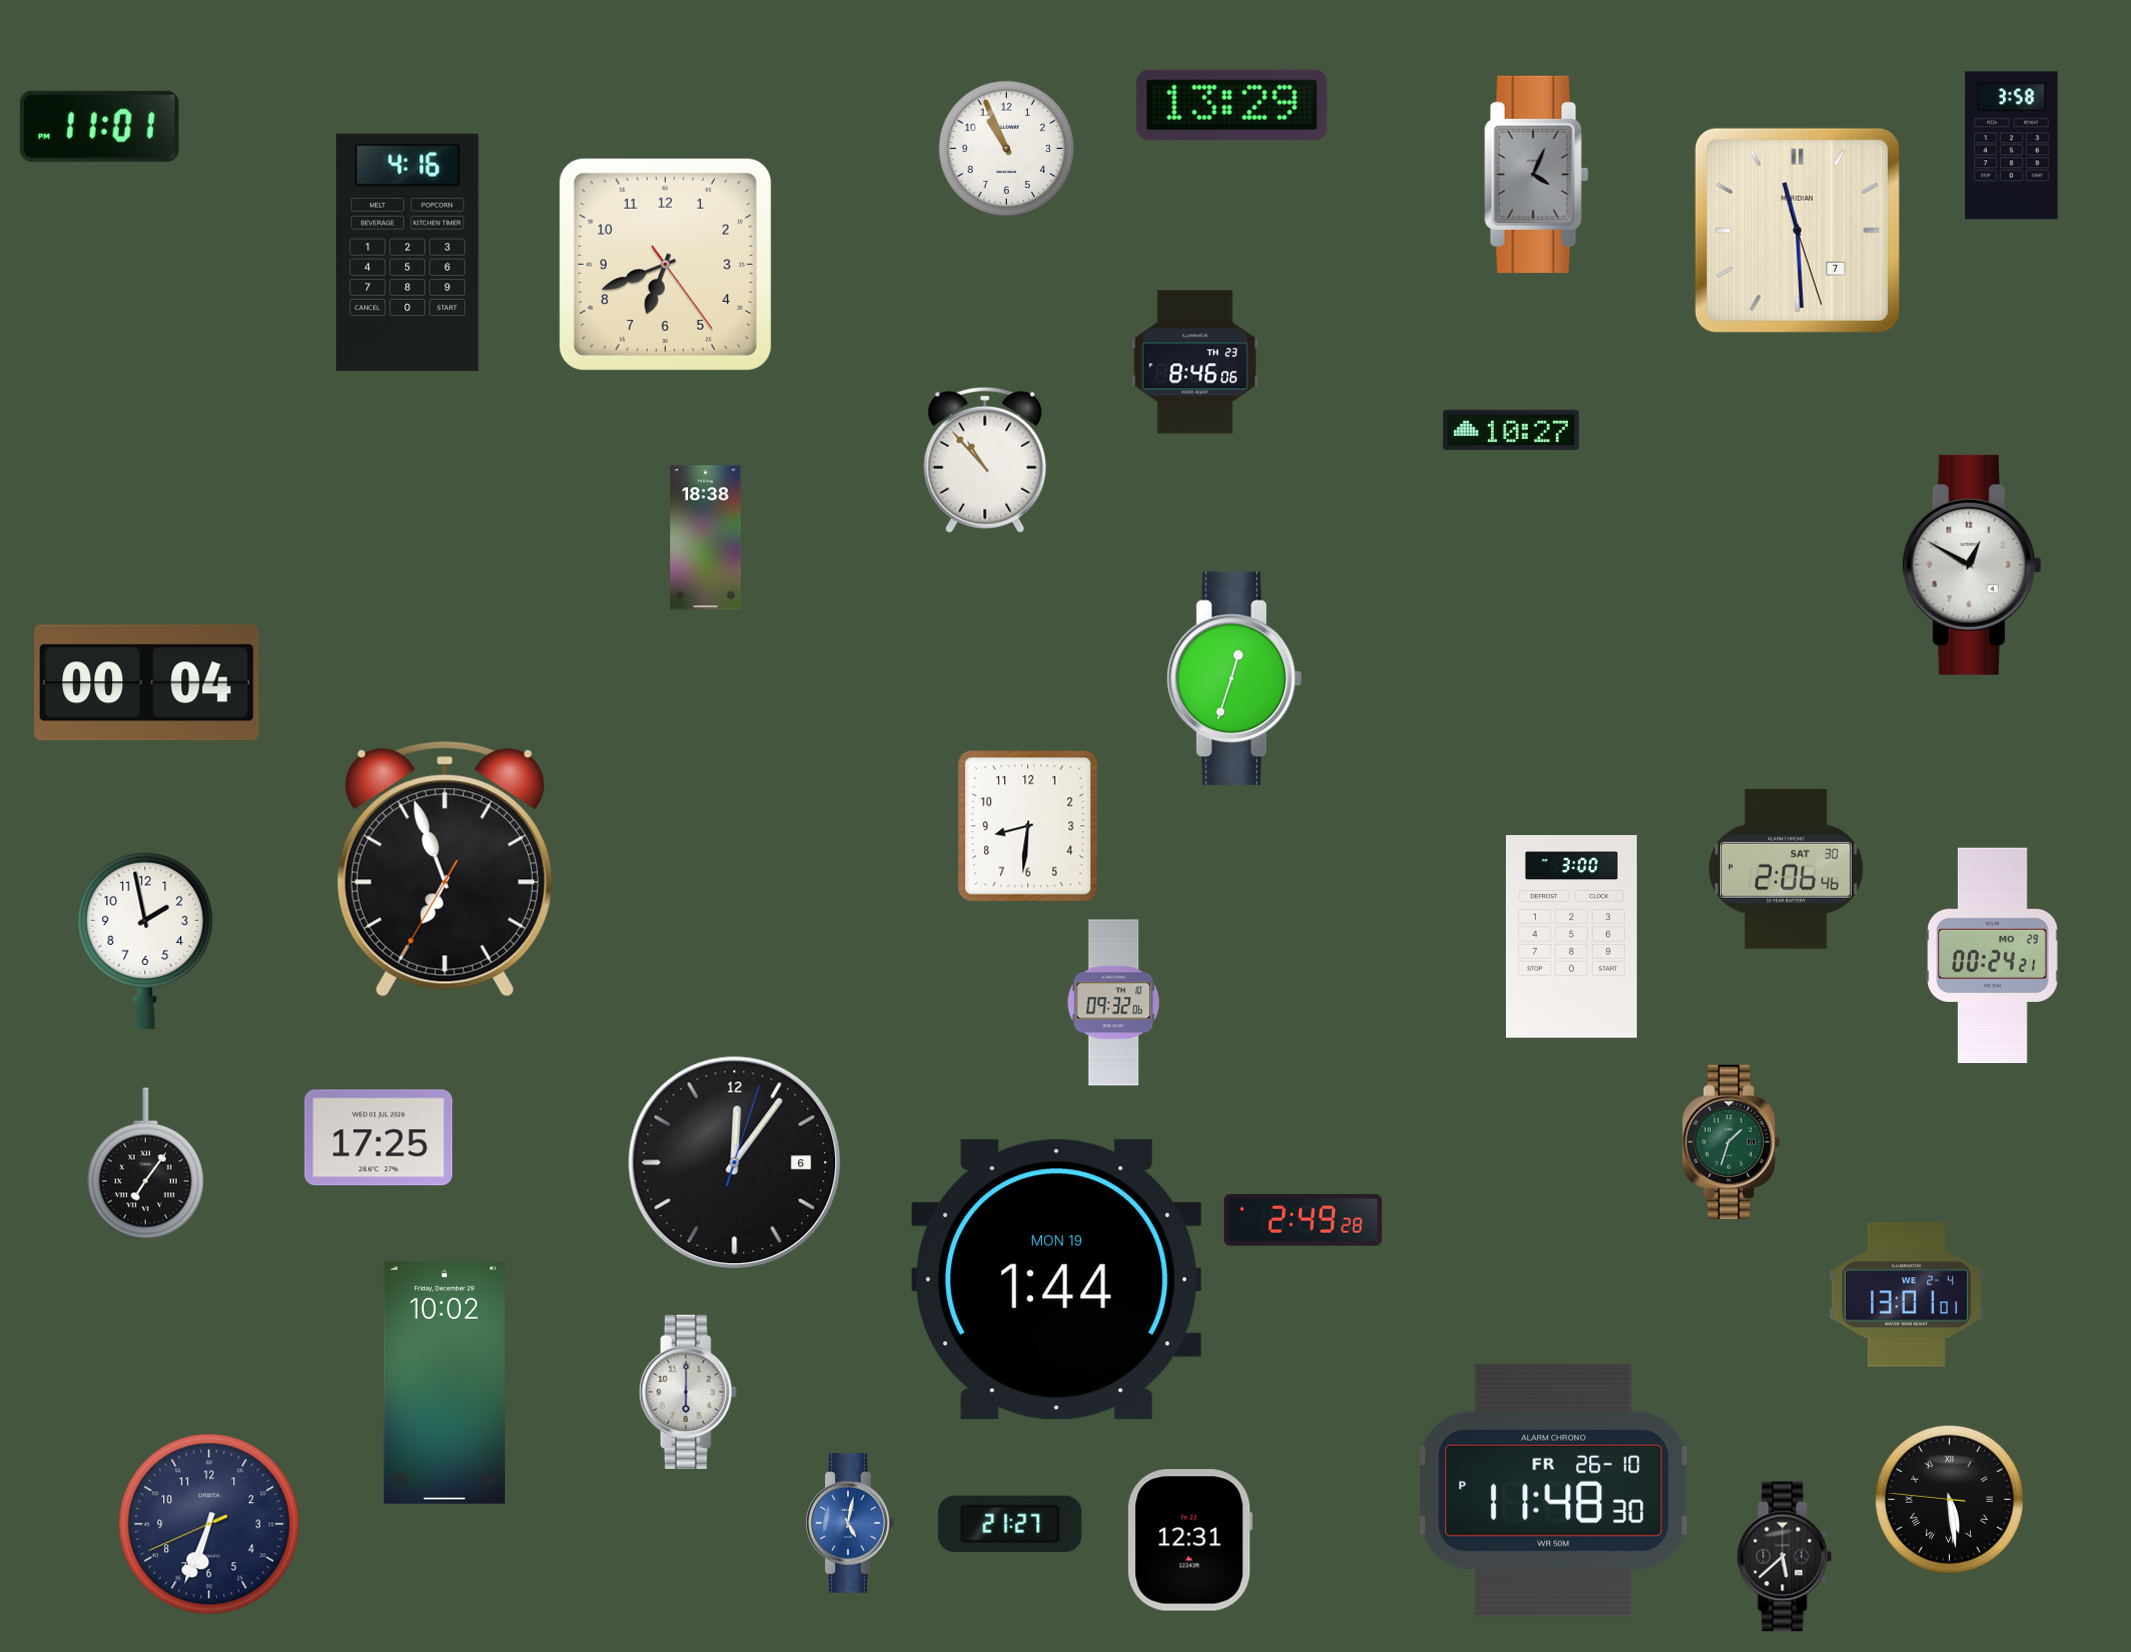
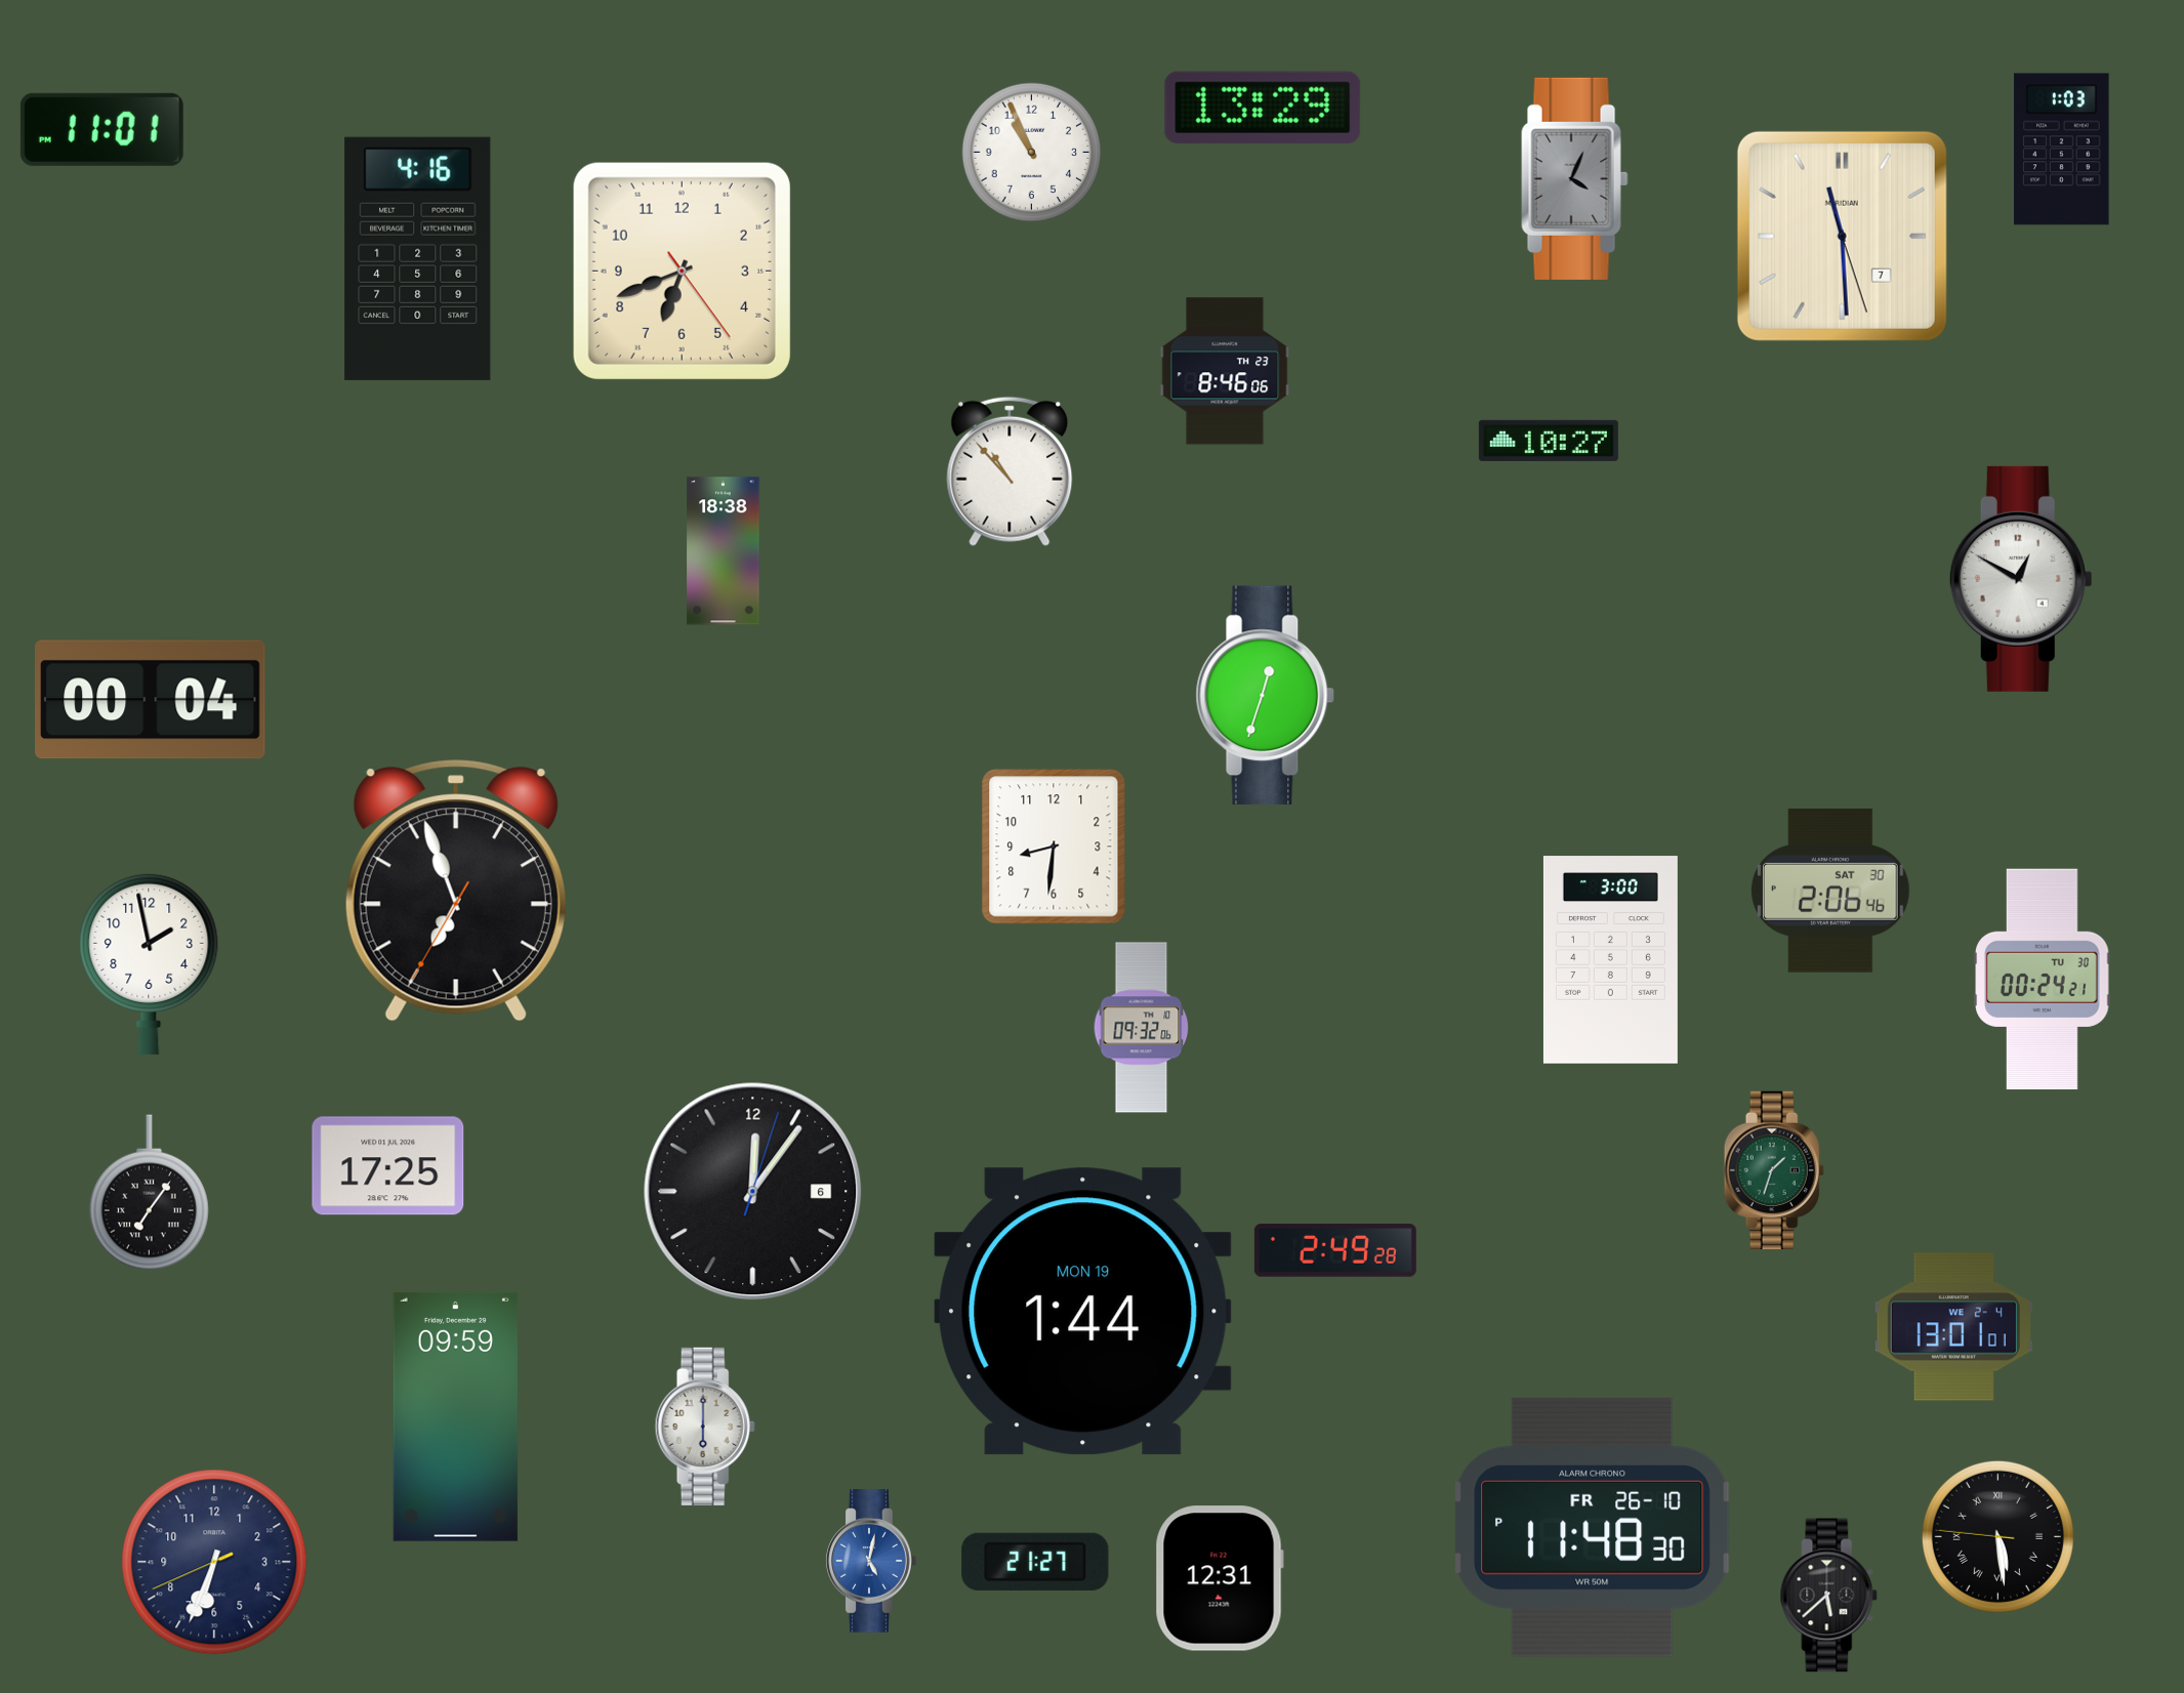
clock at (2012, 146): 3:58 -> 1:03
clock at (1993, 956) date: MO 29 -> TU 30
clock at (444, 1382): 10:02 -> 09:59
